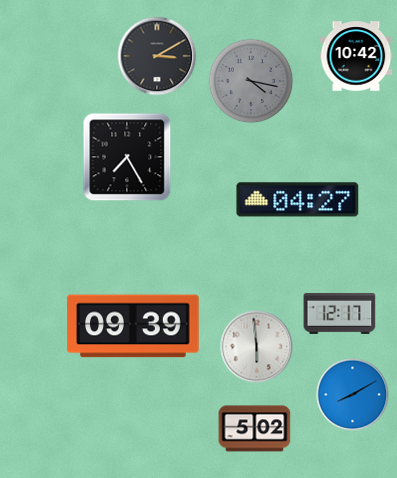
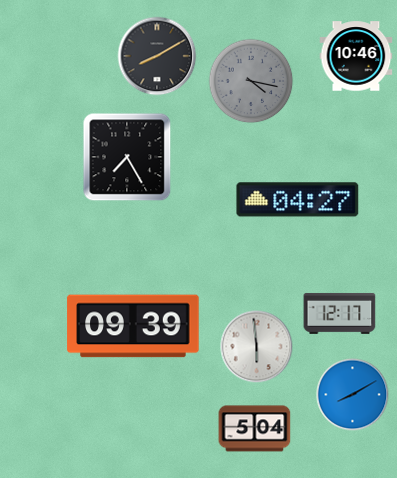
clock at (157, 56): 3:10 -> 8:10
clock at (356, 56): 10:42 -> 10:46
clock at (255, 429): 5:02 -> 5:04
